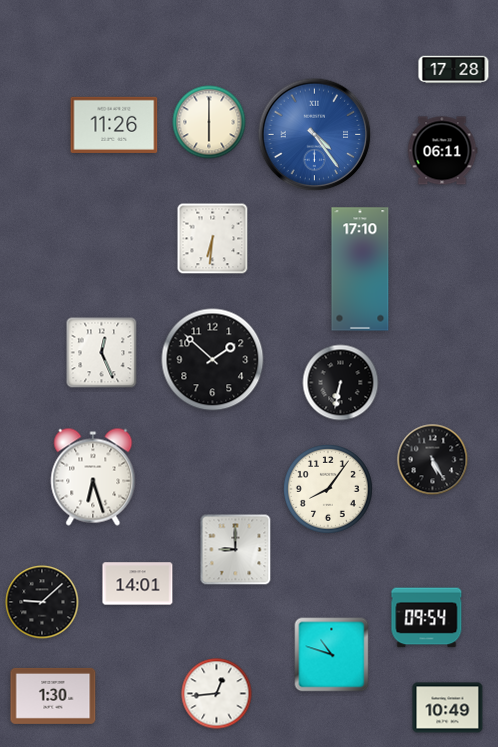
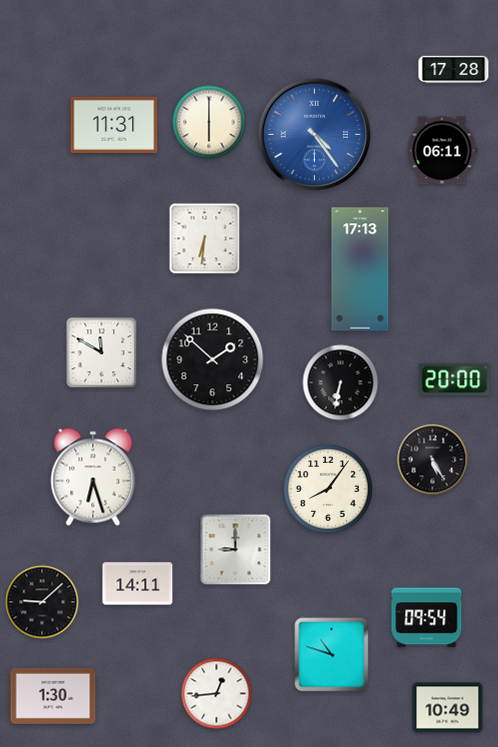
clock at (114, 125): 11:26 -> 11:31
clock at (213, 239) position: (213, 239) -> (205, 239)
clock at (360, 269): 17:10 -> 17:13
clock at (102, 353): 12:26 -> 11:50
clock at (455, 380): none -> 20:00
clock at (138, 584): 14:01 -> 14:11
